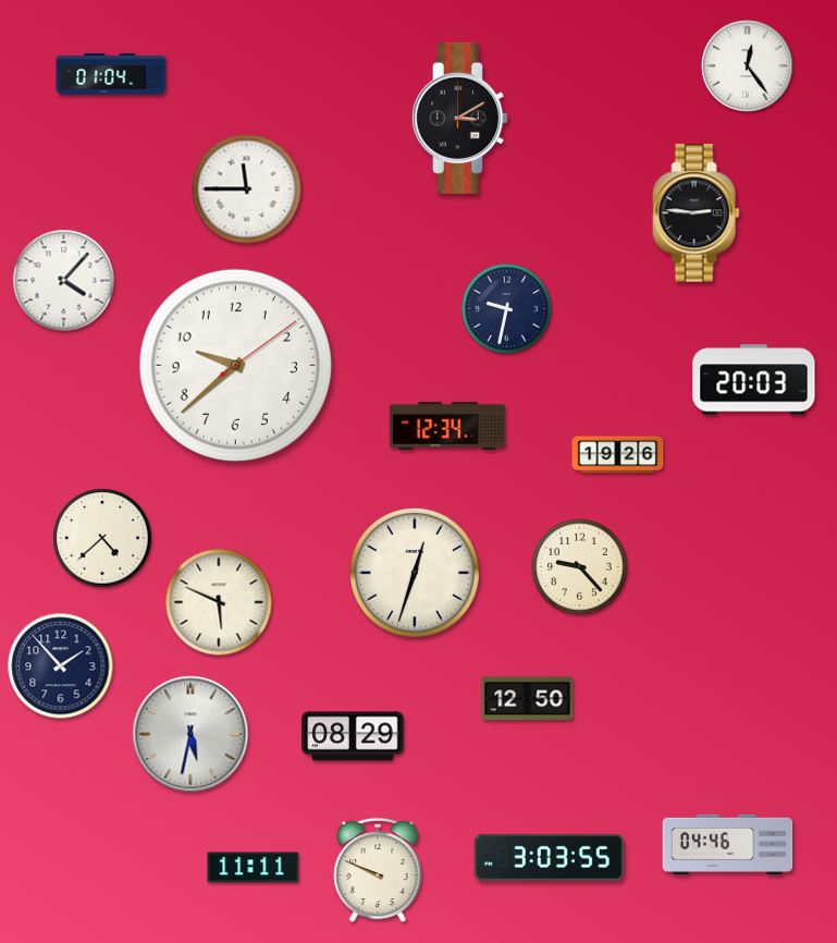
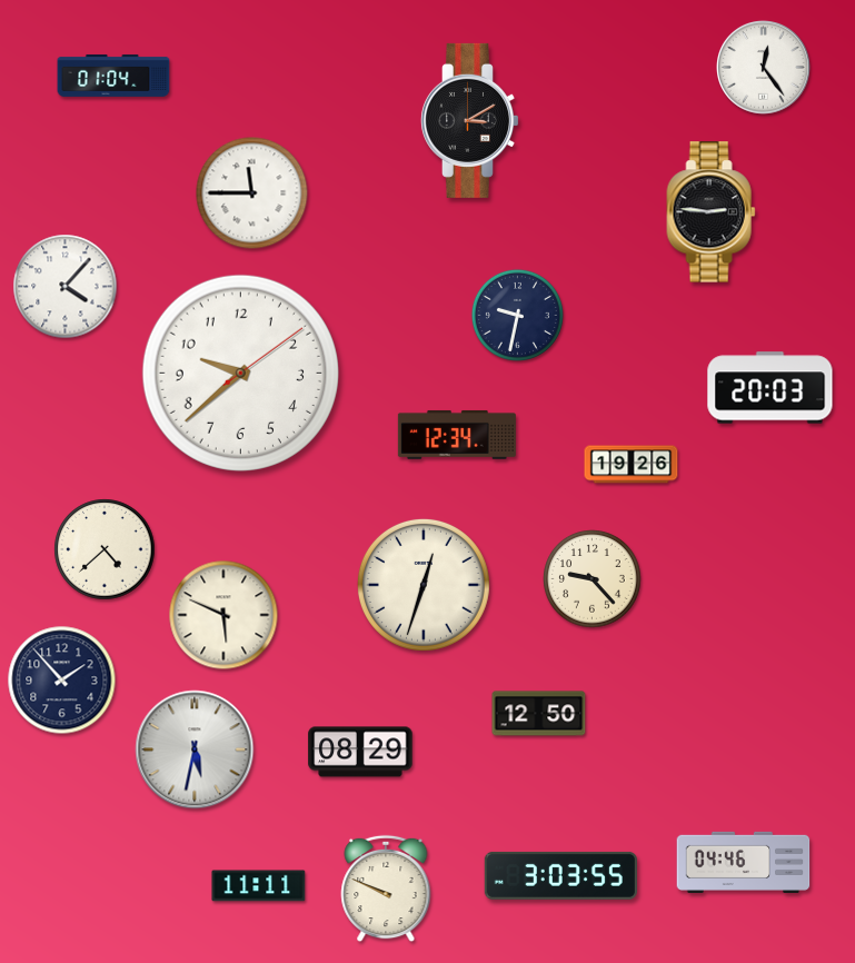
clock at (697, 213) position: (697, 213) -> (712, 212)
